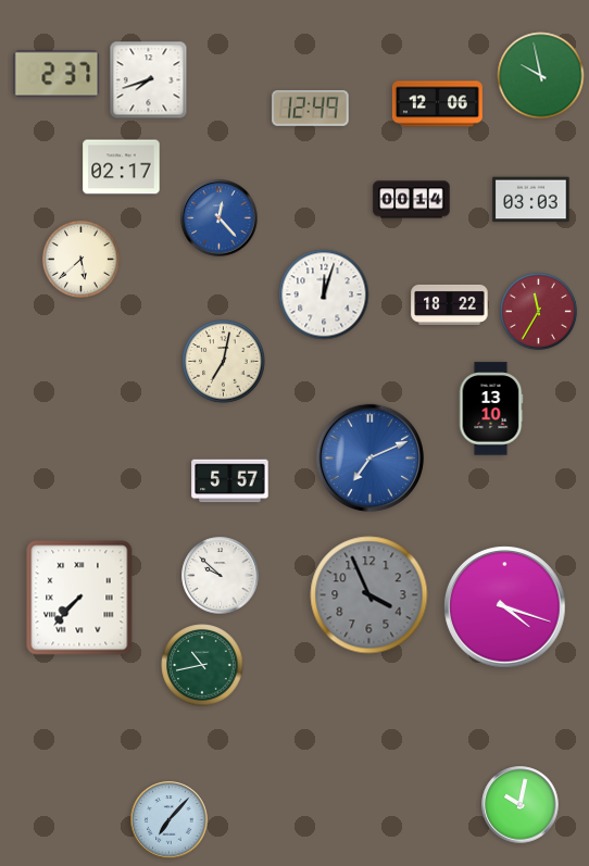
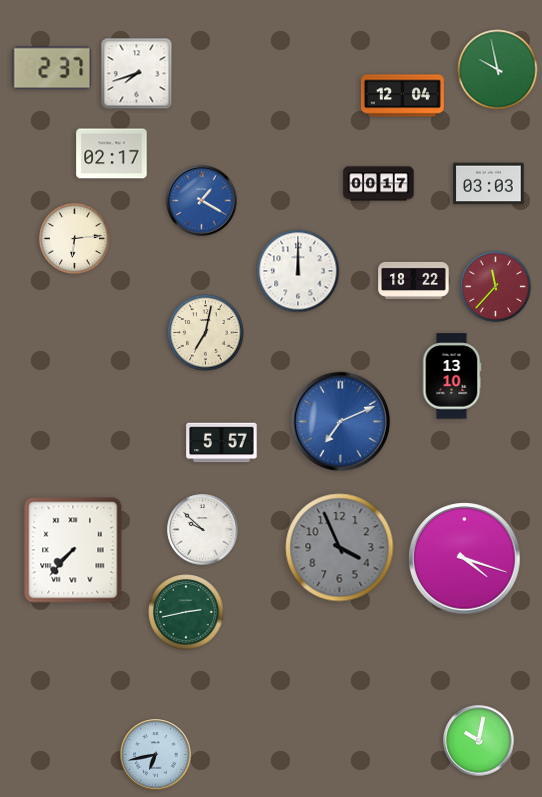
clock at (437, 104): 12:06 -> 12:04
clock at (311, 109): 12:49 -> none
clock at (412, 200): 00:14 -> 00:17
clock at (220, 218): 12:23 -> 1:20
clock at (80, 259): 5:38 -> 6:14
clock at (324, 294): 12:03 -> 12:00
clock at (538, 311): 11:35 -> 11:37
clock at (230, 481) position: (230, 481) -> (222, 443)
clock at (202, 665): 10:43 -> 2:43
clock at (170, 820): 7:07 -> 6:43
